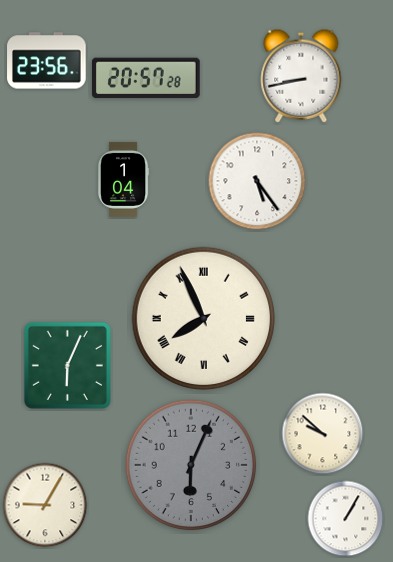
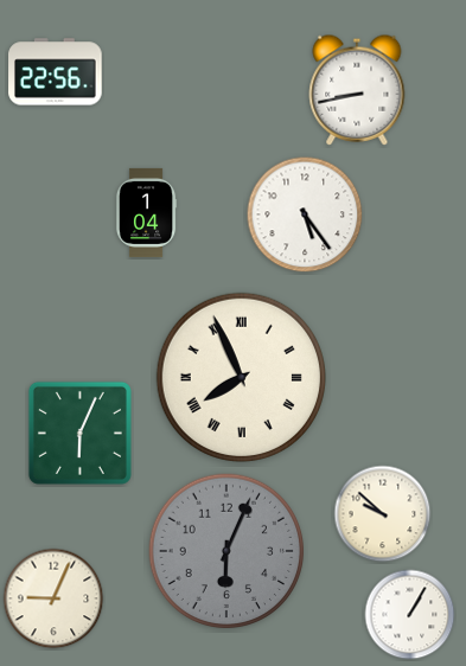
clock at (47, 61): 23:56 -> 22:56
clock at (147, 78): 20:57 -> none
clock at (45, 505): 9:05 -> 9:04
